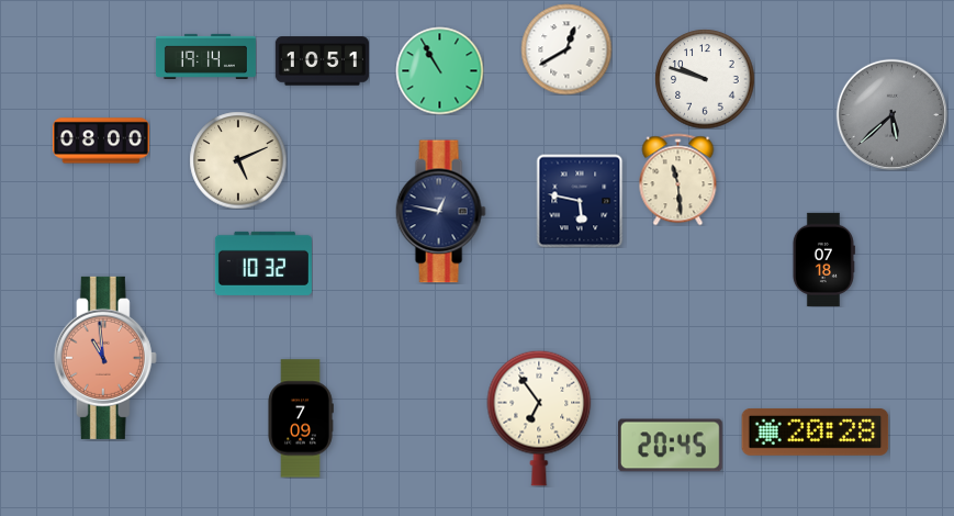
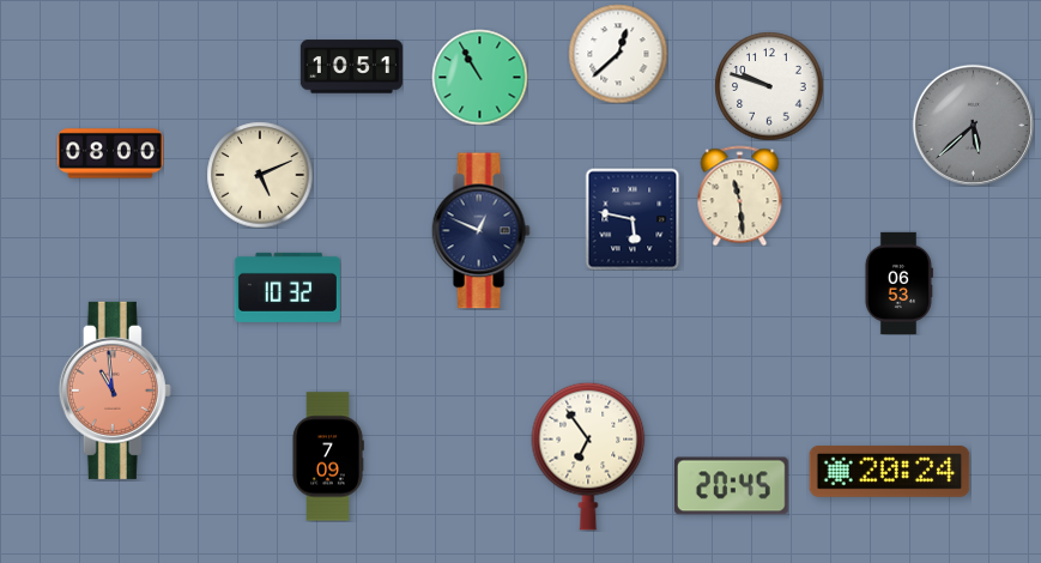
clock at (566, 49): 12:40 -> 12:38
clock at (205, 56): 19:14 -> none
clock at (440, 212): 12:47 -> 12:49
clock at (823, 259): 07:18 -> 06:53
clock at (816, 431): 20:28 -> 20:24
